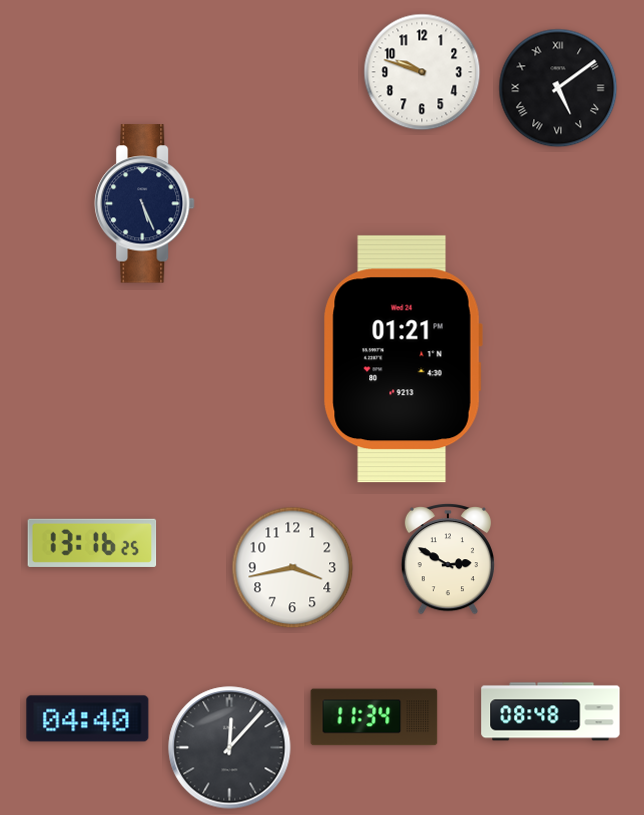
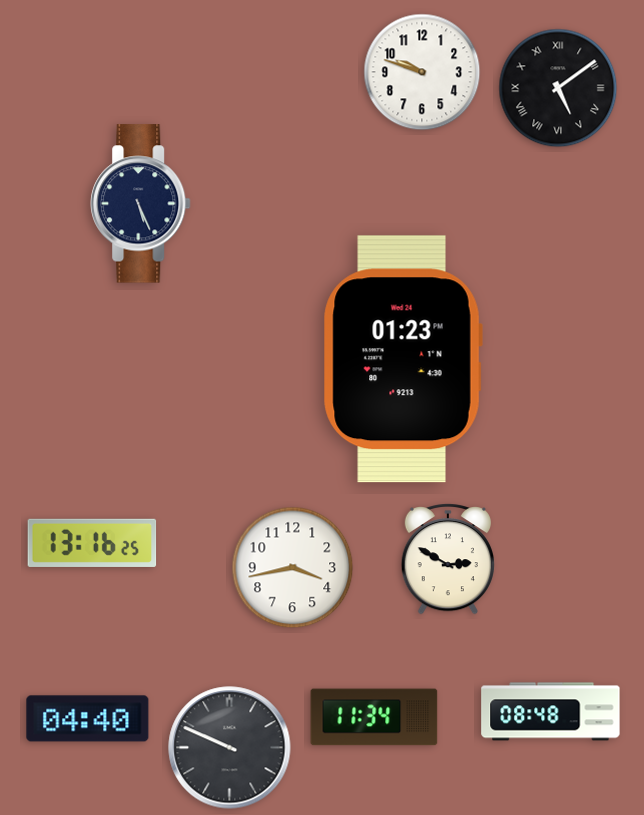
clock at (145, 204) position: (145, 204) -> (141, 204)
clock at (403, 359): 01:21 -> 01:23
clock at (230, 748): 12:07 -> 9:49
